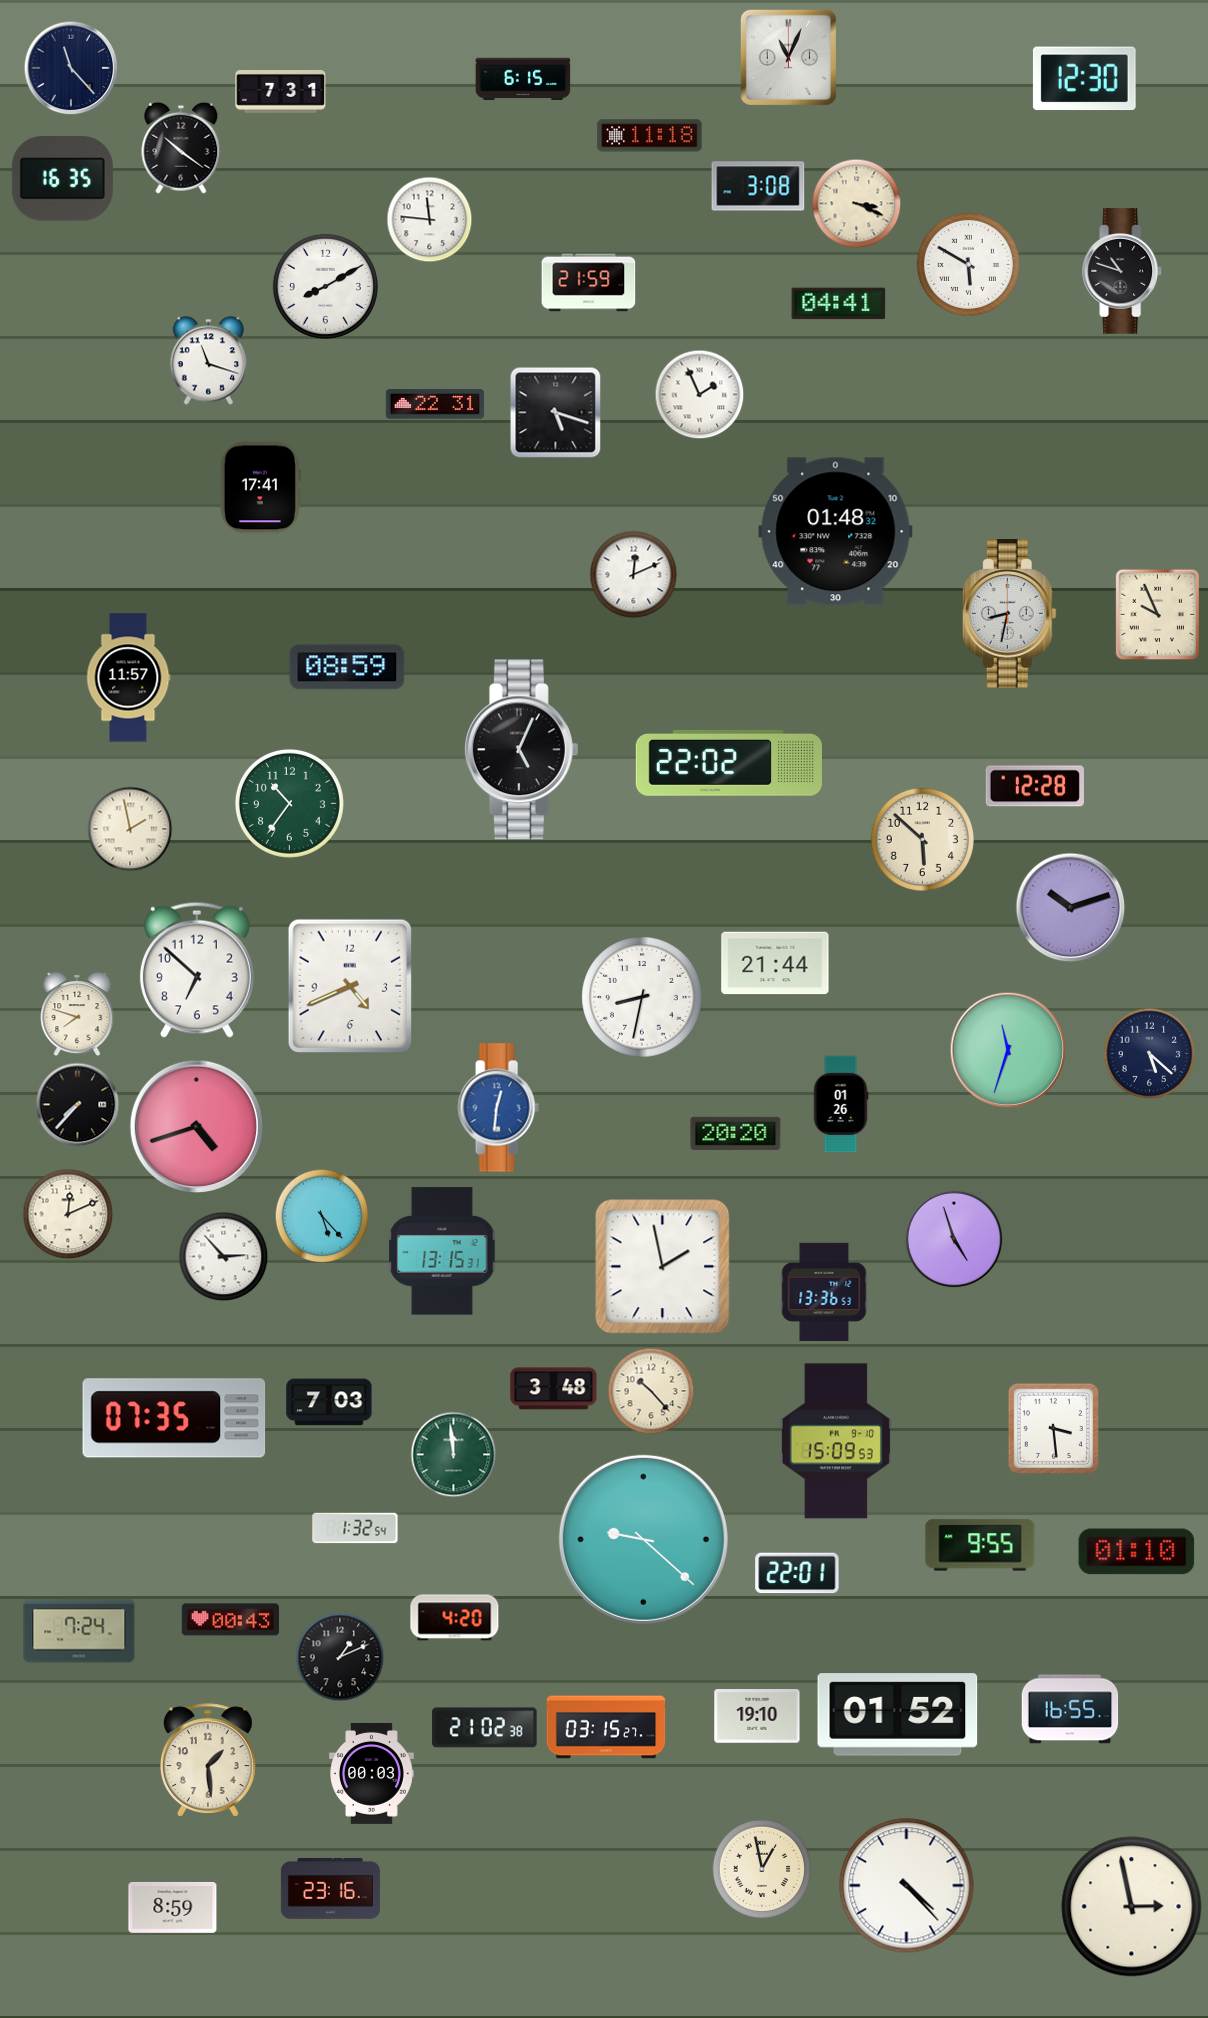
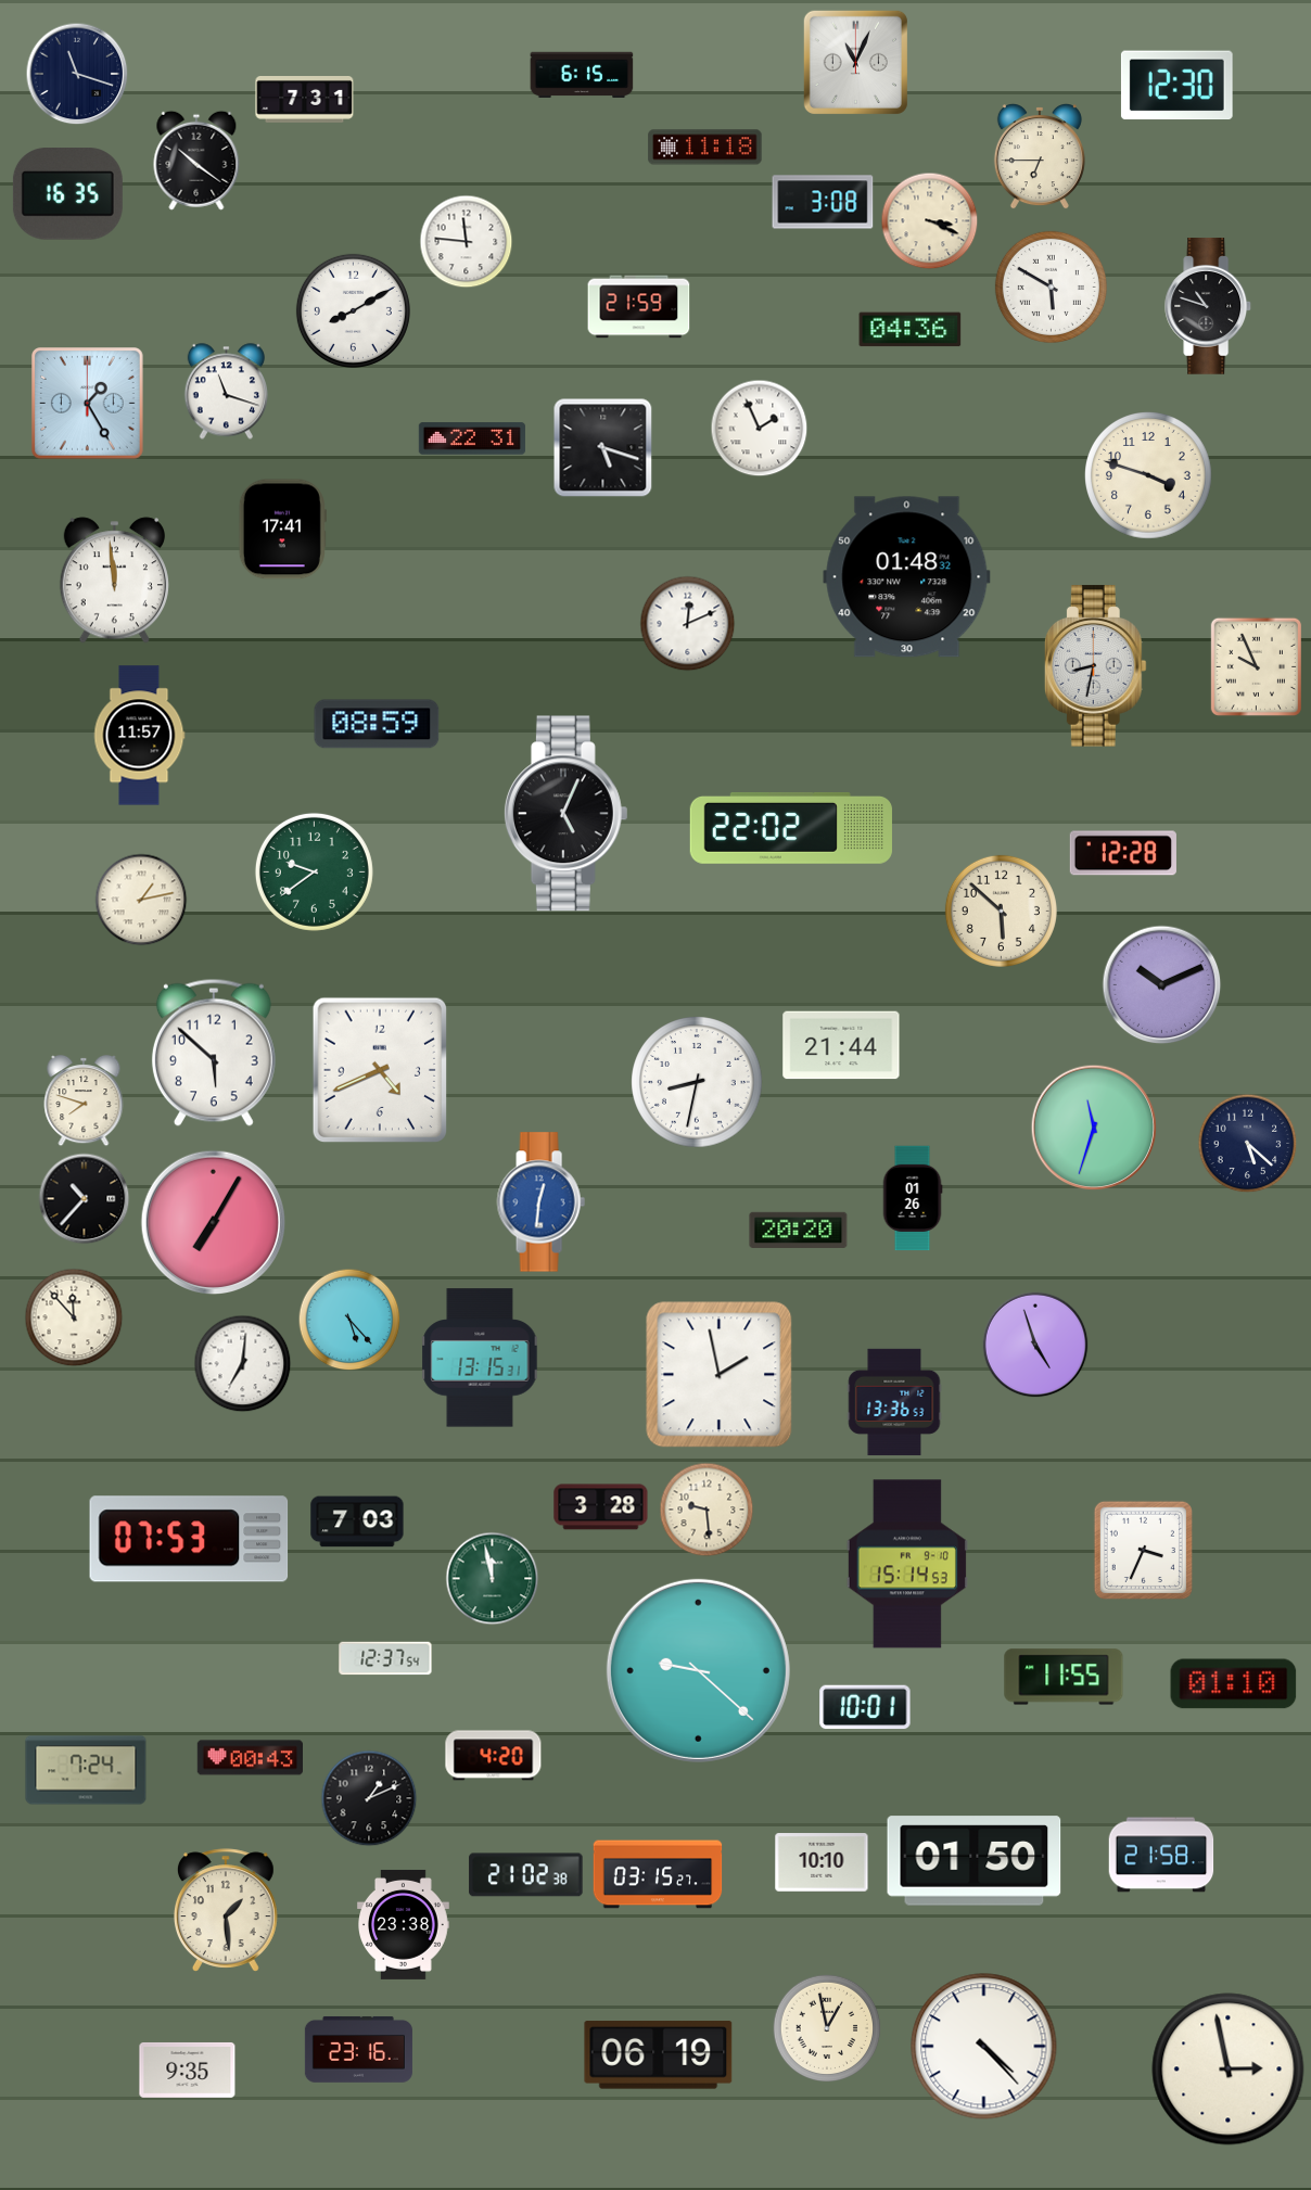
clock at (71, 68): 11:23 -> 11:18
clock at (523, 79) position: (523, 79) -> (582, 75)
clock at (1040, 157): none -> 6:45
clock at (430, 220) position: (430, 220) -> (467, 242)
clock at (1123, 271) position: (1123, 271) -> (1209, 306)
clock at (839, 304): 04:41 -> 04:36
clock at (88, 404): none -> 1:25
clock at (1149, 476): none -> 3:48
clock at (114, 581): none -> 11:59
clock at (289, 803): 10:36 -> 9:39
clock at (130, 829): 1:58 -> 1:13
clock at (1071, 908): 10:12 -> 10:11
clock at (197, 970): 6:52 -> 5:52
clock at (1008, 1050) position: (1008, 1050) -> (1094, 1128)
clock at (78, 1105): 7:37 -> 10:37
clock at (196, 1126): 4:42 -> 7:05
clock at (68, 1214): 12:11 -> 11:53
clock at (224, 1257): 2:53 -> 7:01
clock at (554, 1389): 3:48 -> 3:28
clock at (651, 1391): 10:23 -> 9:29
clock at (174, 1418): 07:35 -> 07:53
clock at (1053, 1428): 3:29 -> 3:34
clock at (836, 1441): 15:09 -> 15:14
clock at (454, 1455): 11:59 -> 11:58
clock at (355, 1528): 1:32 -> 12:37
clock at (980, 1545): 9:55 -> 11:55
clock at (797, 1573): 22:01 -> 10:01
clock at (1070, 1709): 16:55 -> 21:58
clock at (898, 1715): 01:52 -> 01:50
clock at (757, 1716): 19:10 -> 10:10
clock at (372, 1773): 00:03 -> 23:38
clock at (659, 2055): none -> 06:19
clock at (173, 1907): 8:59 -> 9:35
